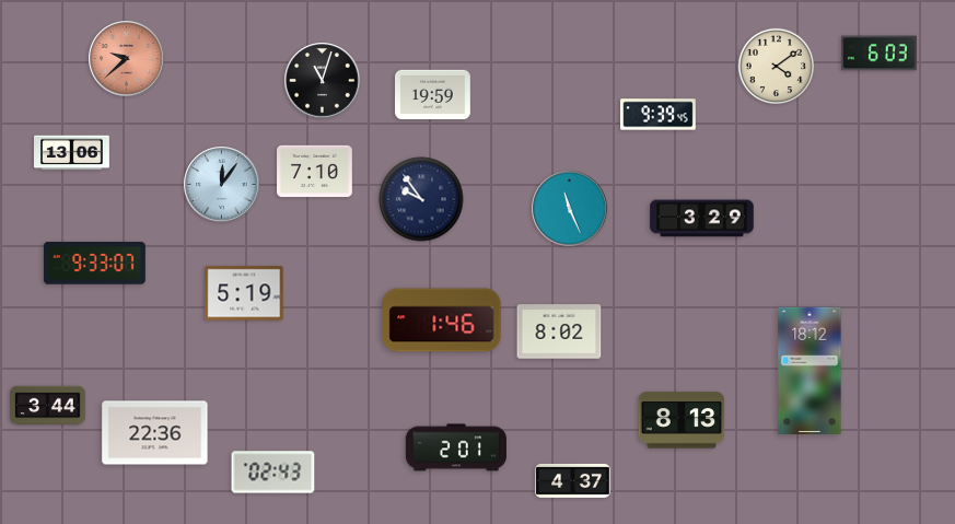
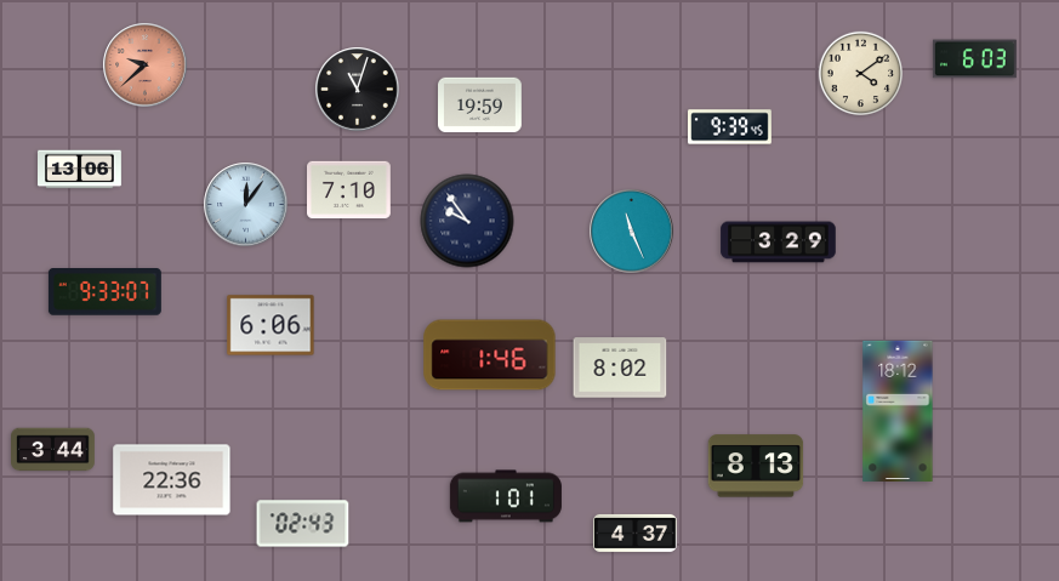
clock at (127, 59) position: (127, 59) -> (146, 65)
clock at (244, 293): 5:19 -> 6:06
clock at (456, 447): 2:01 -> 1:01
